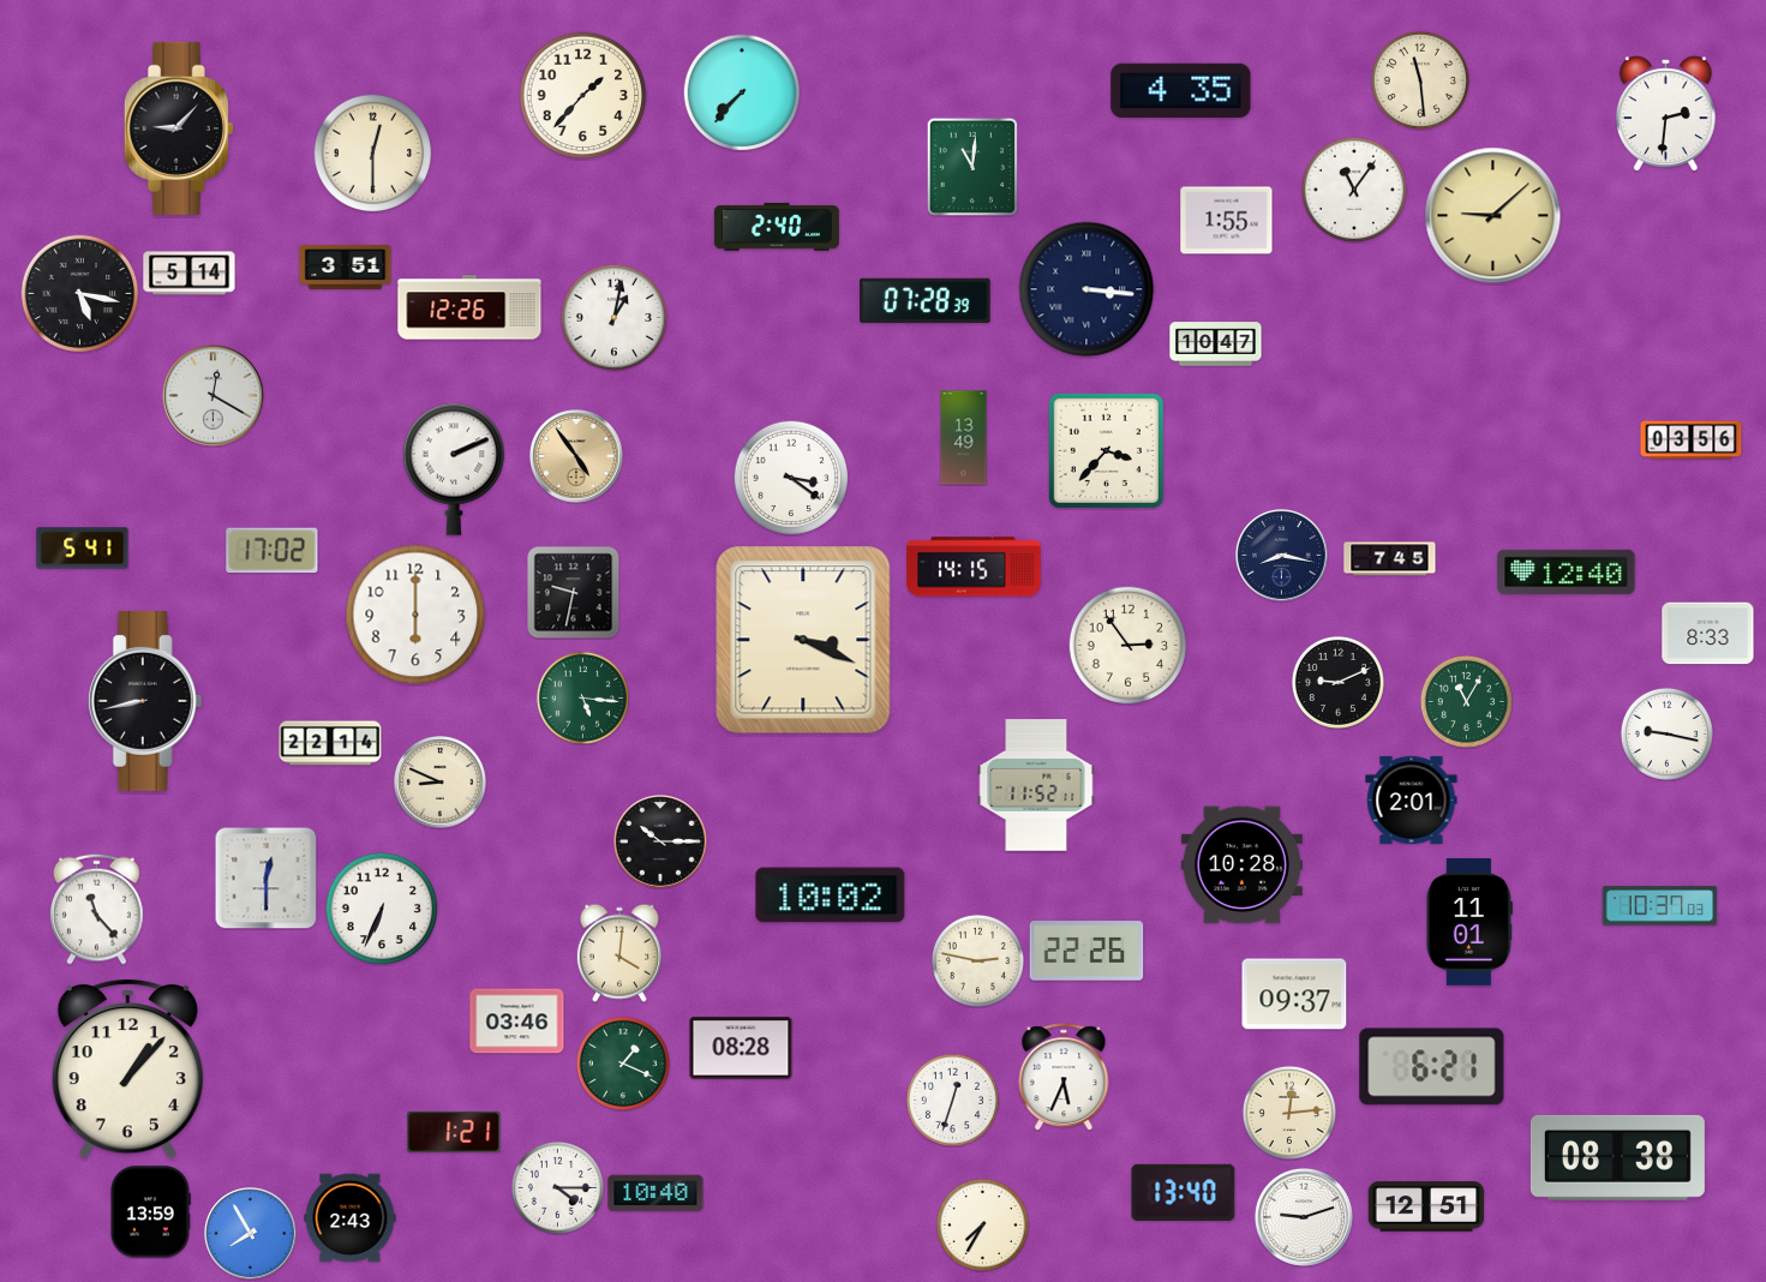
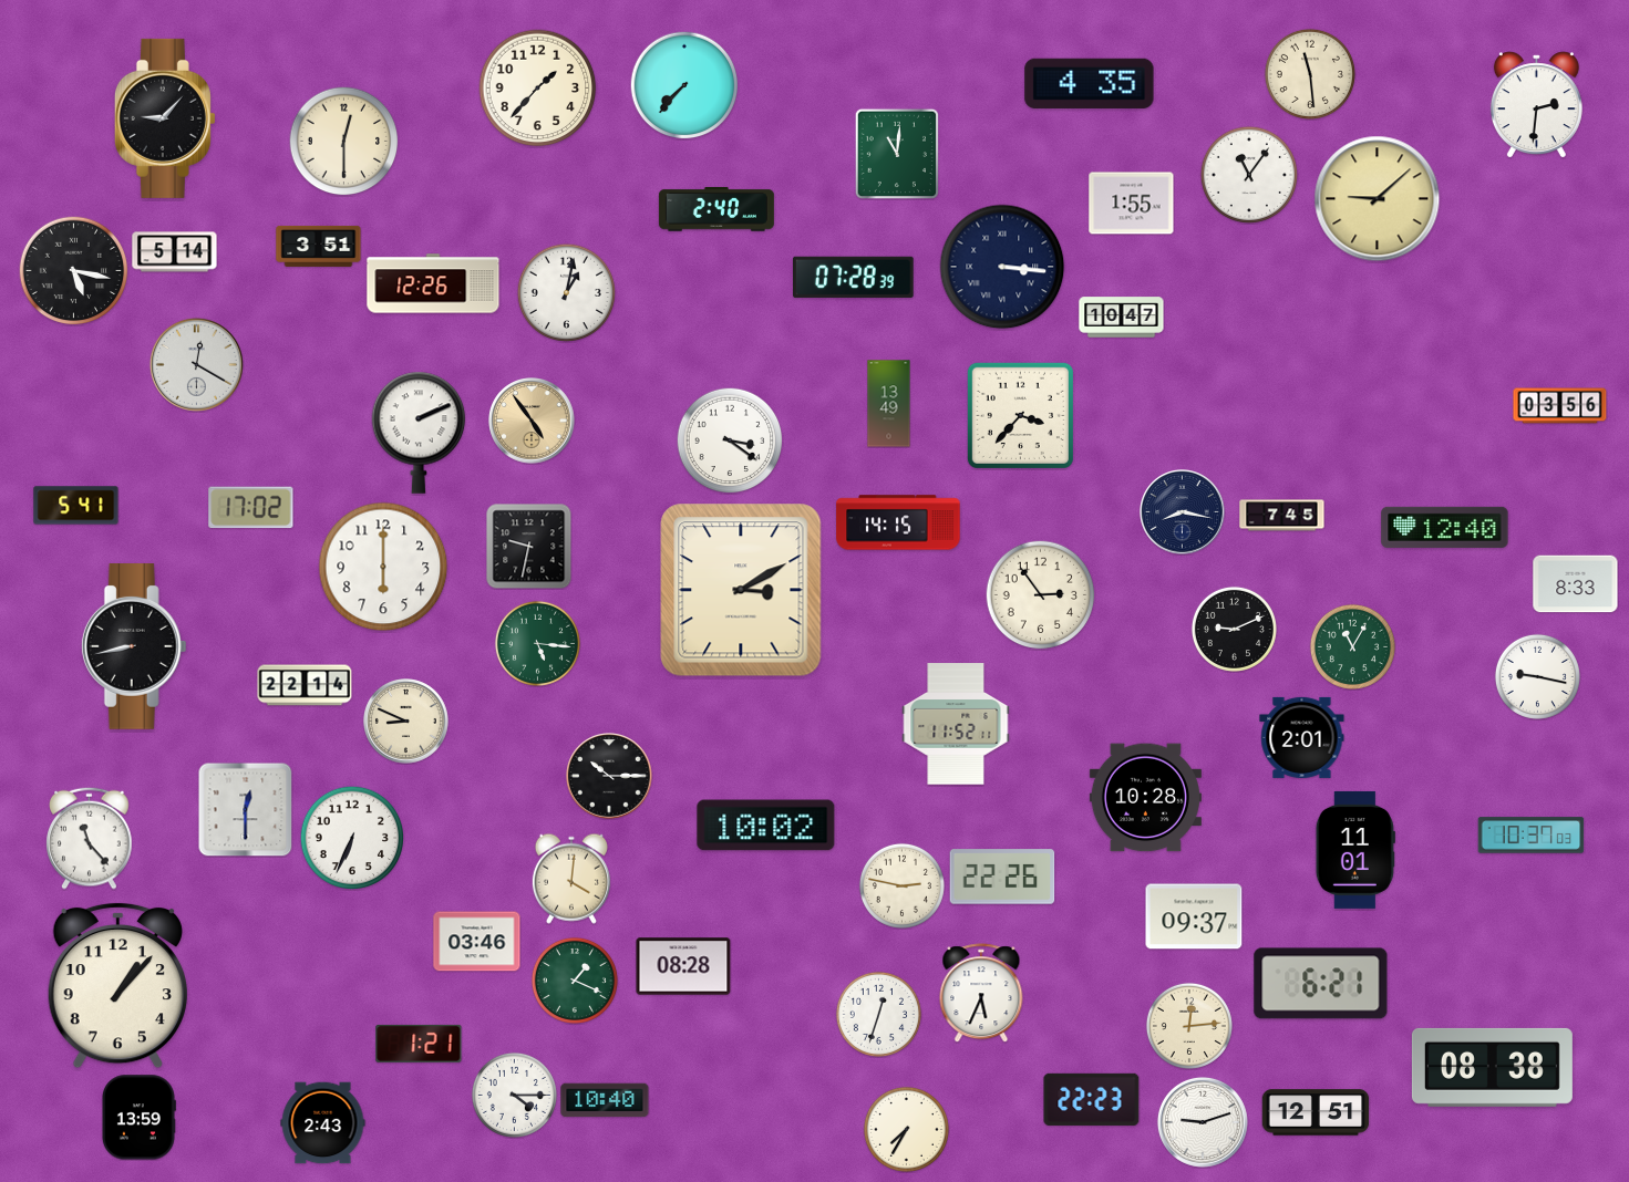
clock at (803, 640): 3:19 -> 3:10
clock at (1184, 1192): 13:40 -> 22:23
clock at (251, 1234): 7:55 -> none
